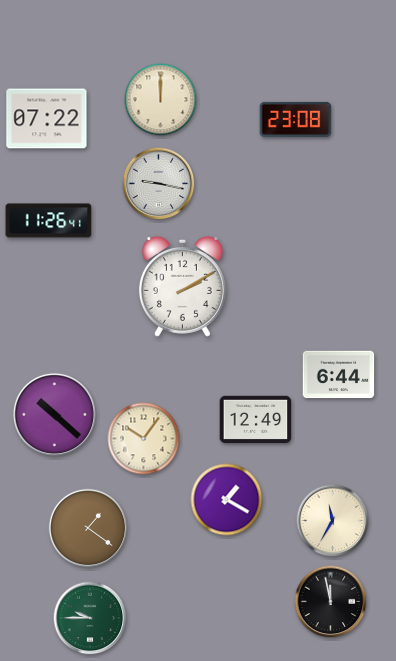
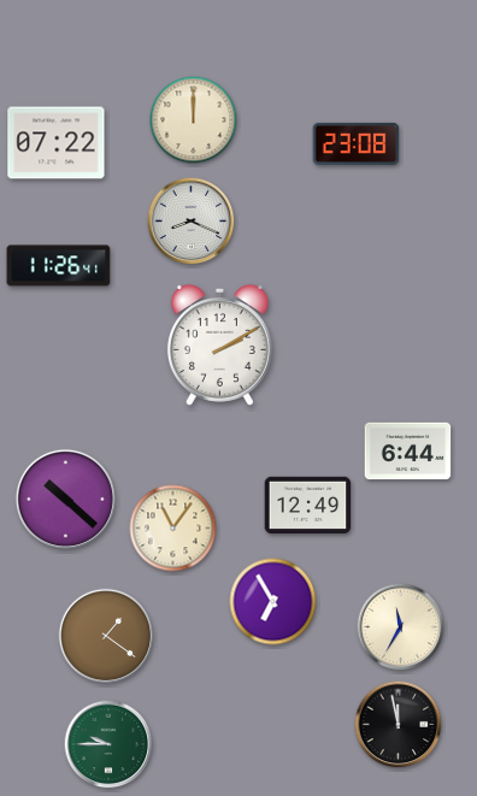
clock at (159, 184): 9:17 -> 8:19
clock at (144, 439): 10:06 -> 11:06
clock at (227, 500): 1:20 -> 6:55
